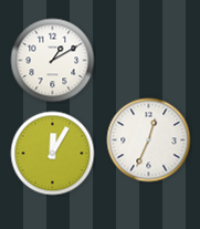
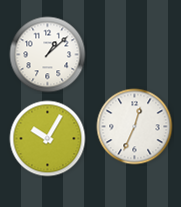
clock at (53, 61): 1:10 -> 1:08
clock at (53, 154): 12:05 -> 10:05
